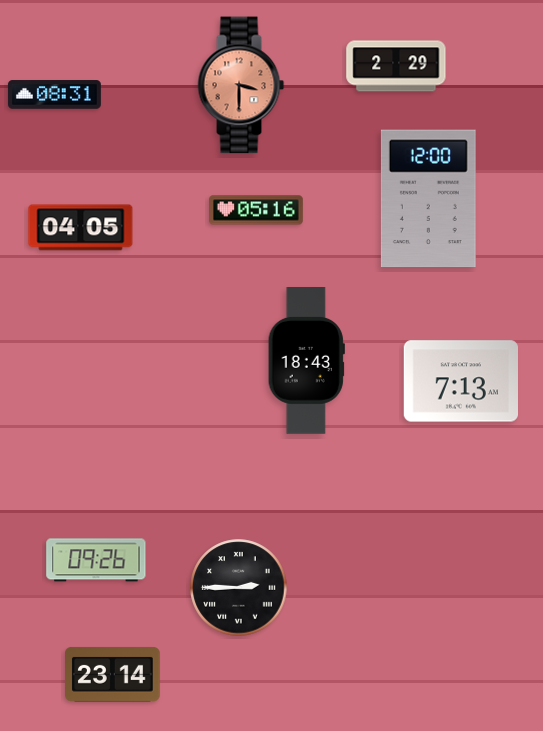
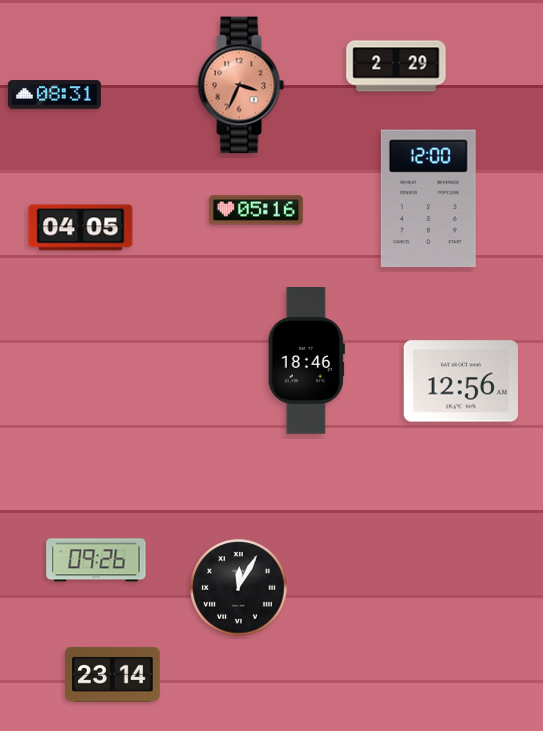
clock at (241, 85): 3:30 -> 3:34
clock at (306, 361): 18:43 -> 18:46
clock at (460, 381): 7:13 -> 12:56
clock at (239, 588): 2:45 -> 12:05
